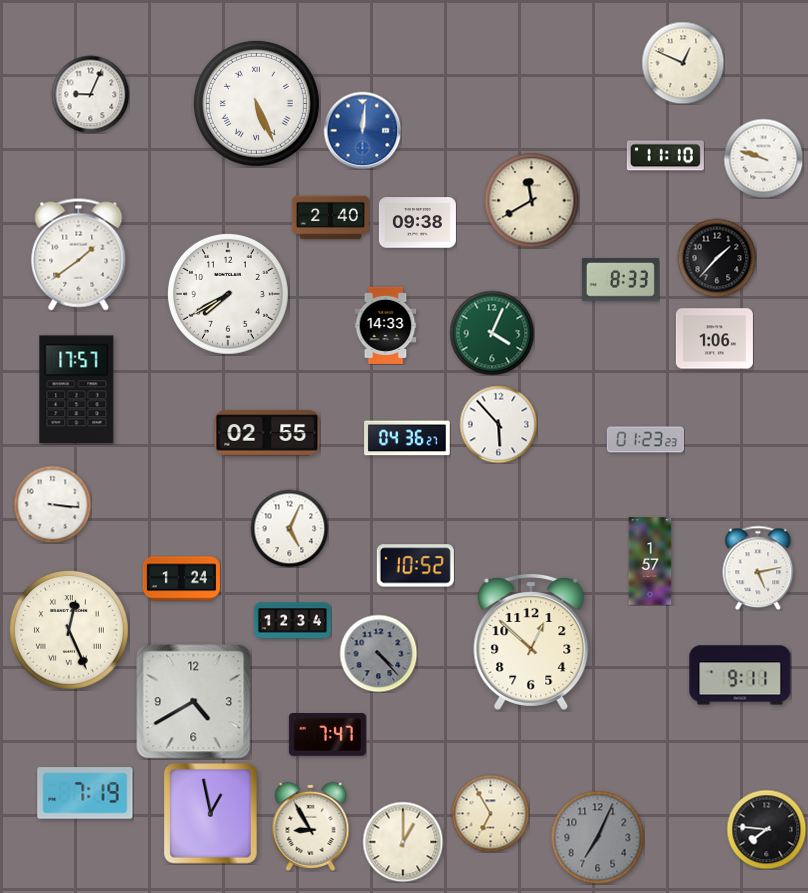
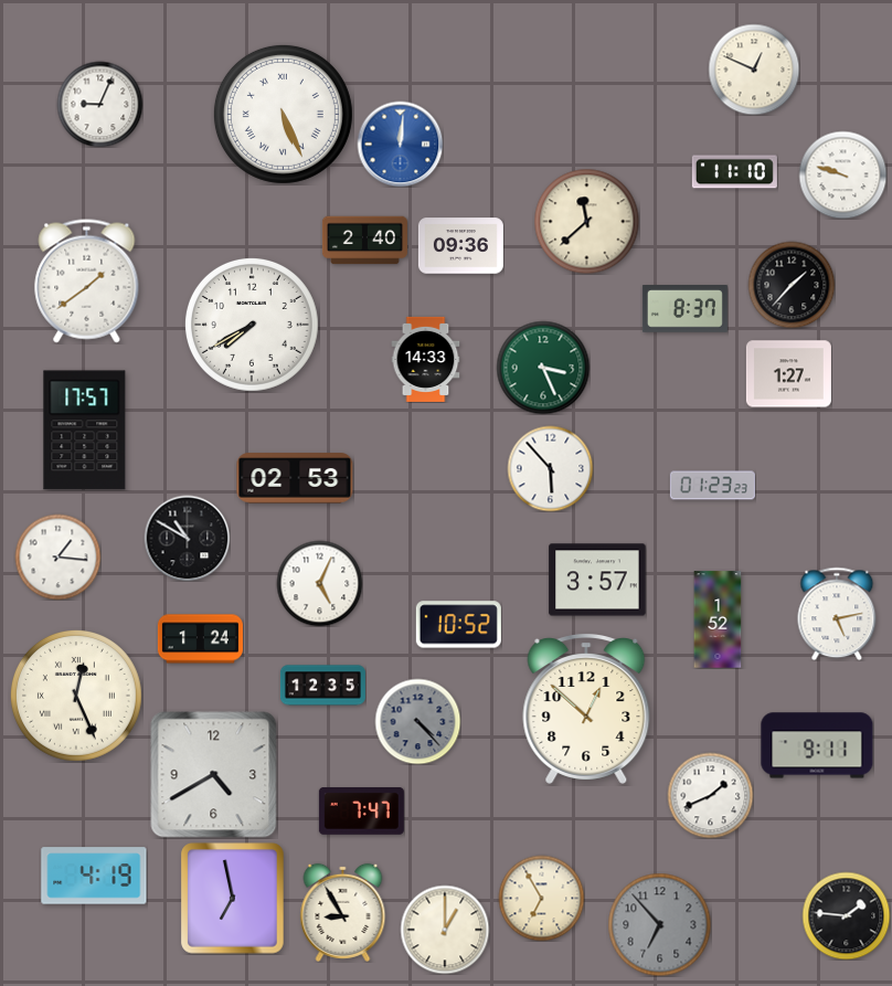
clock at (531, 200): 11:40 -> 11:38
clock at (417, 223): 09:38 -> 09:36
clock at (620, 280): 8:33 -> 8:37
clock at (492, 333): 4:04 -> 3:26
clock at (714, 339): 1:06 -> 1:27
clock at (267, 433): 02:55 -> 02:53
clock at (407, 438): 04:36 -> none
clock at (187, 538): none -> 10:50
clock at (52, 504): 3:16 -> 1:16
clock at (597, 580): none -> 3:57
clock at (650, 561): 1:57 -> 1:52
clock at (758, 568) position: (758, 568) -> (837, 614)
clock at (292, 621): 12:34 -> 12:35
clock at (710, 795): none -> 1:41
clock at (85, 793): 7:19 -> 4:19
clock at (211, 814): 12:58 -> 6:58
clock at (766, 829): 7:46 -> 1:46
clock at (597, 837): 7:04 -> 6:53
